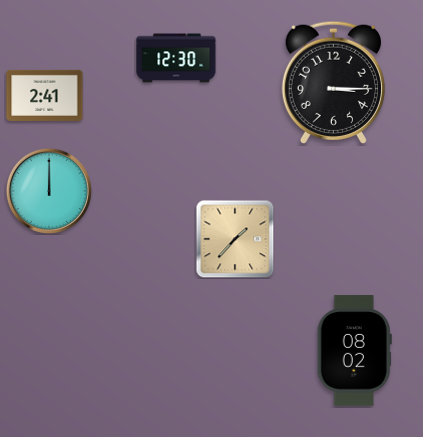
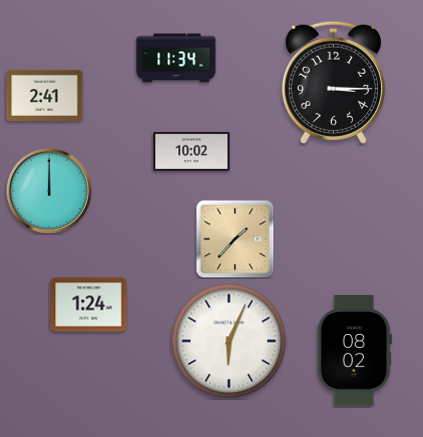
clock at (176, 58): 12:30 -> 11:34
clock at (192, 151): none -> 10:02
clock at (89, 305): none -> 1:24
clock at (229, 341): none -> 6:04
